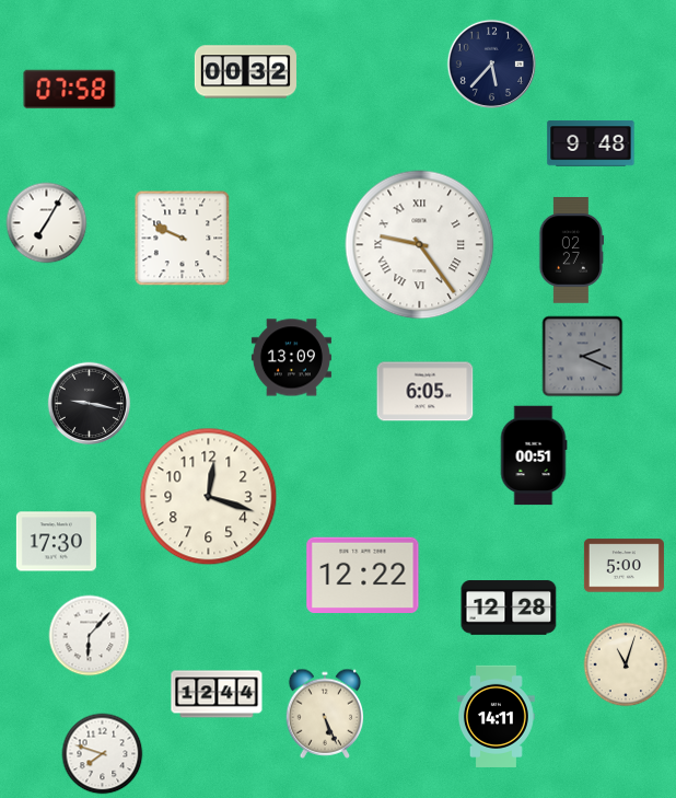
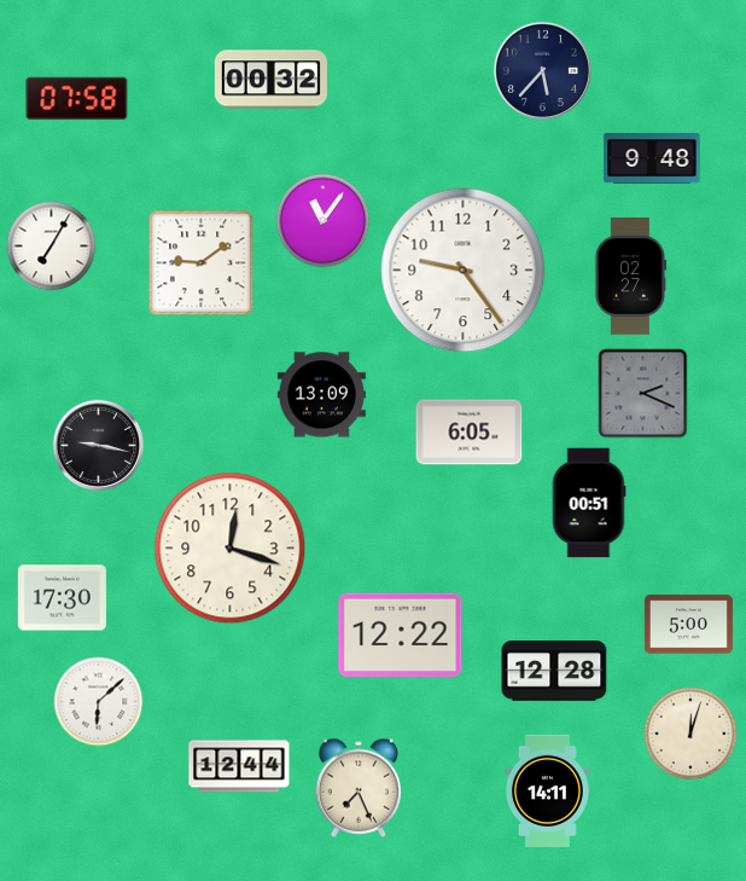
clock at (324, 221): none -> 11:06
clock at (183, 239): 9:49 -> 9:09
clock at (420, 245) numerals: Roman -> Arabic
clock at (509, 608) position: (509, 608) -> (554, 671)
clock at (90, 636): 6:07 -> 6:08
clock at (626, 664): 11:03 -> 12:03
clock at (325, 714): 5:26 -> 7:26
clock at (103, 754): 7:48 -> none
